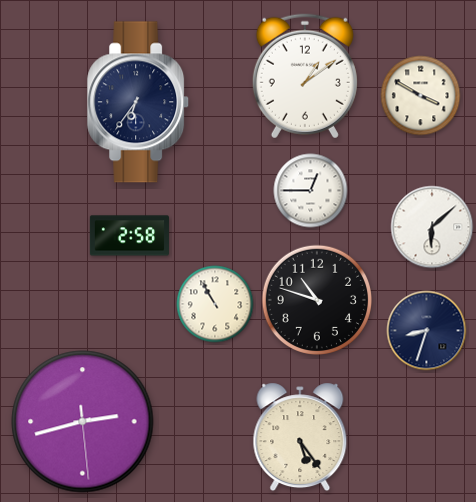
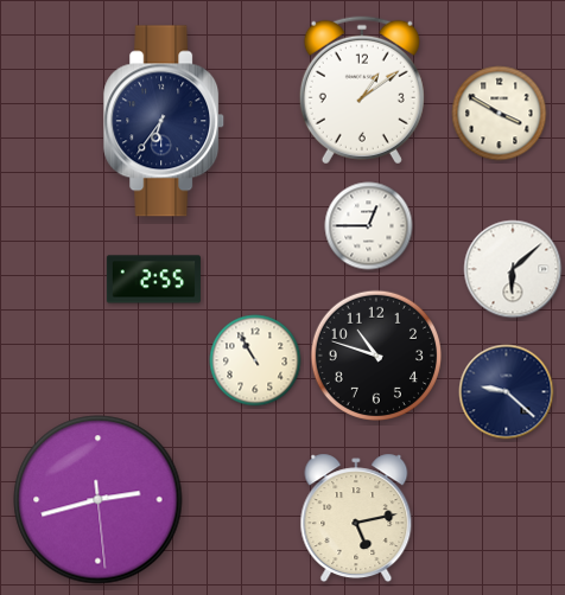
clock at (129, 236): 2:58 -> 2:55
clock at (427, 331): 8:33 -> 9:22
clock at (300, 437): 5:24 -> 5:13
